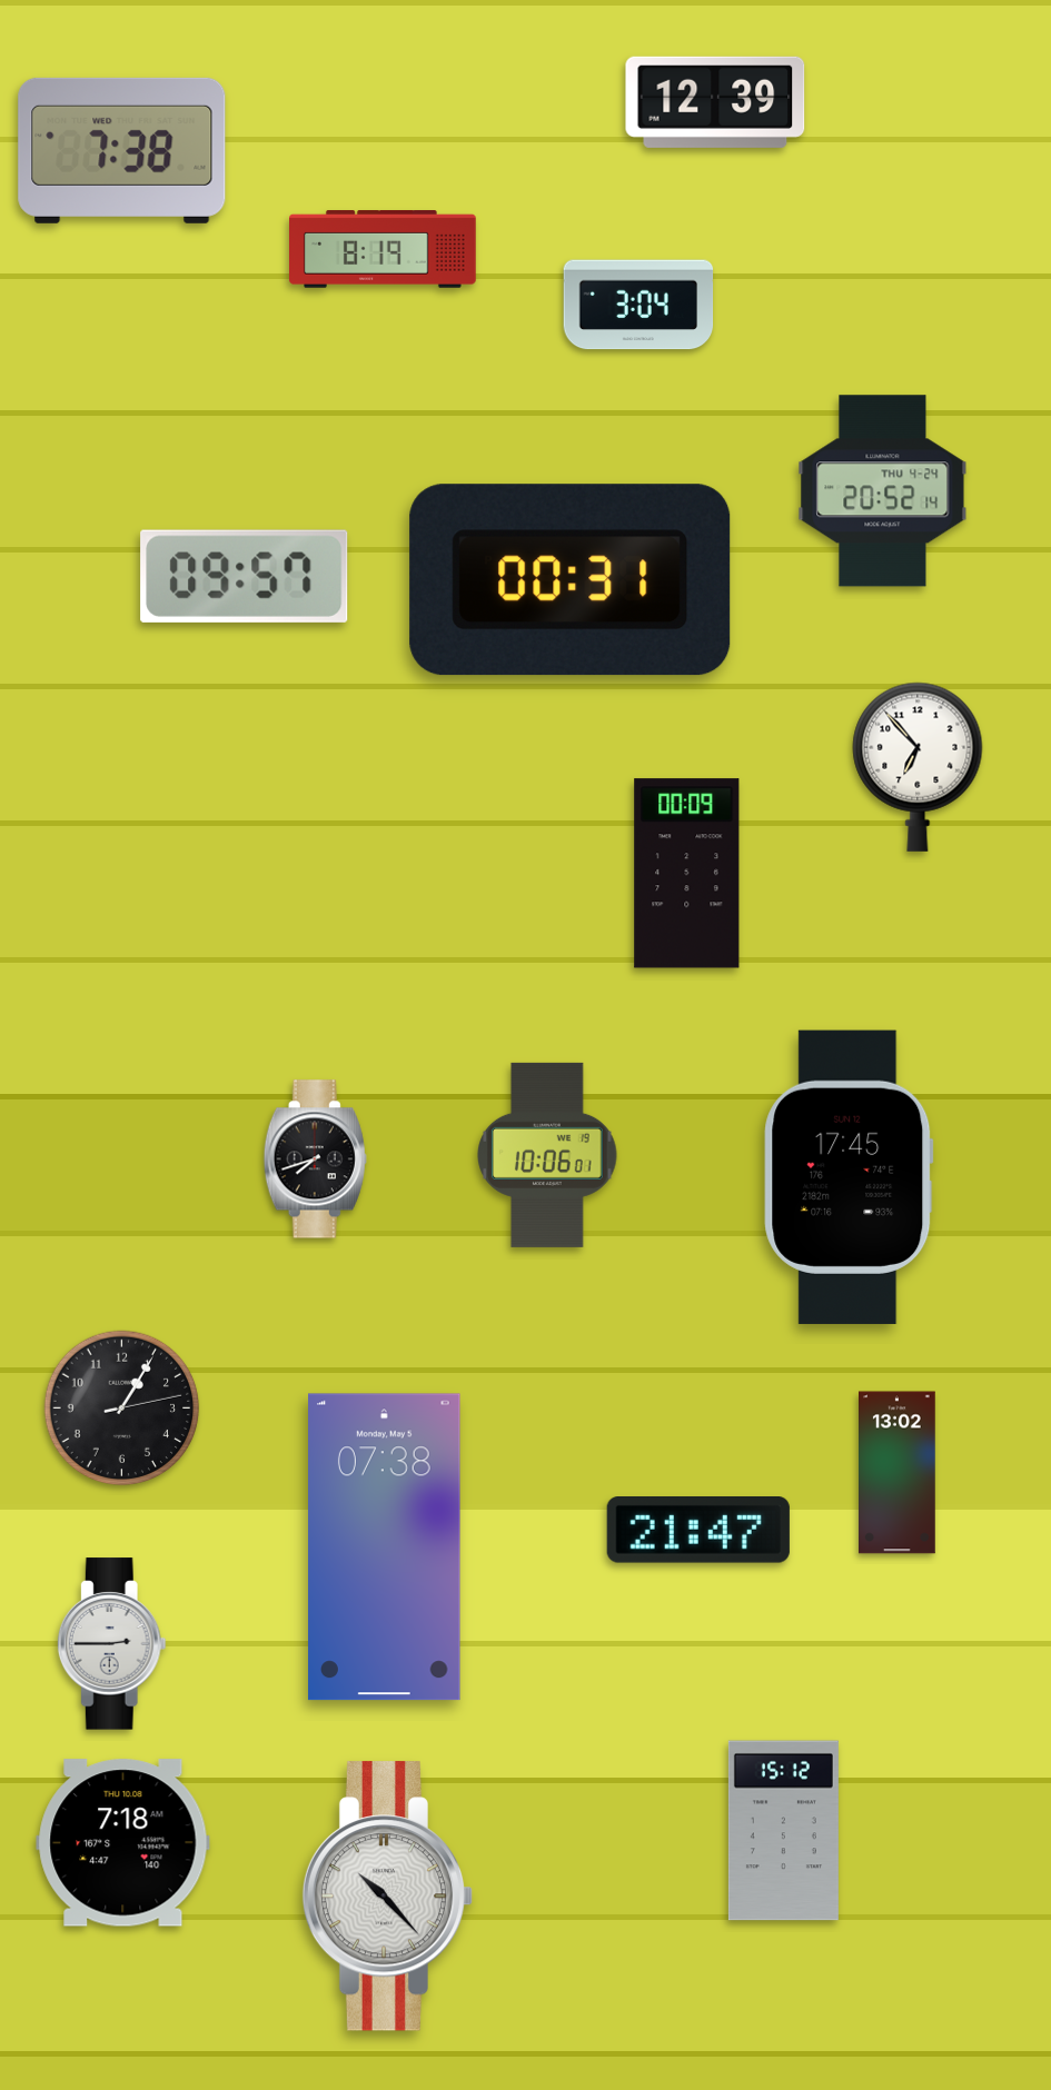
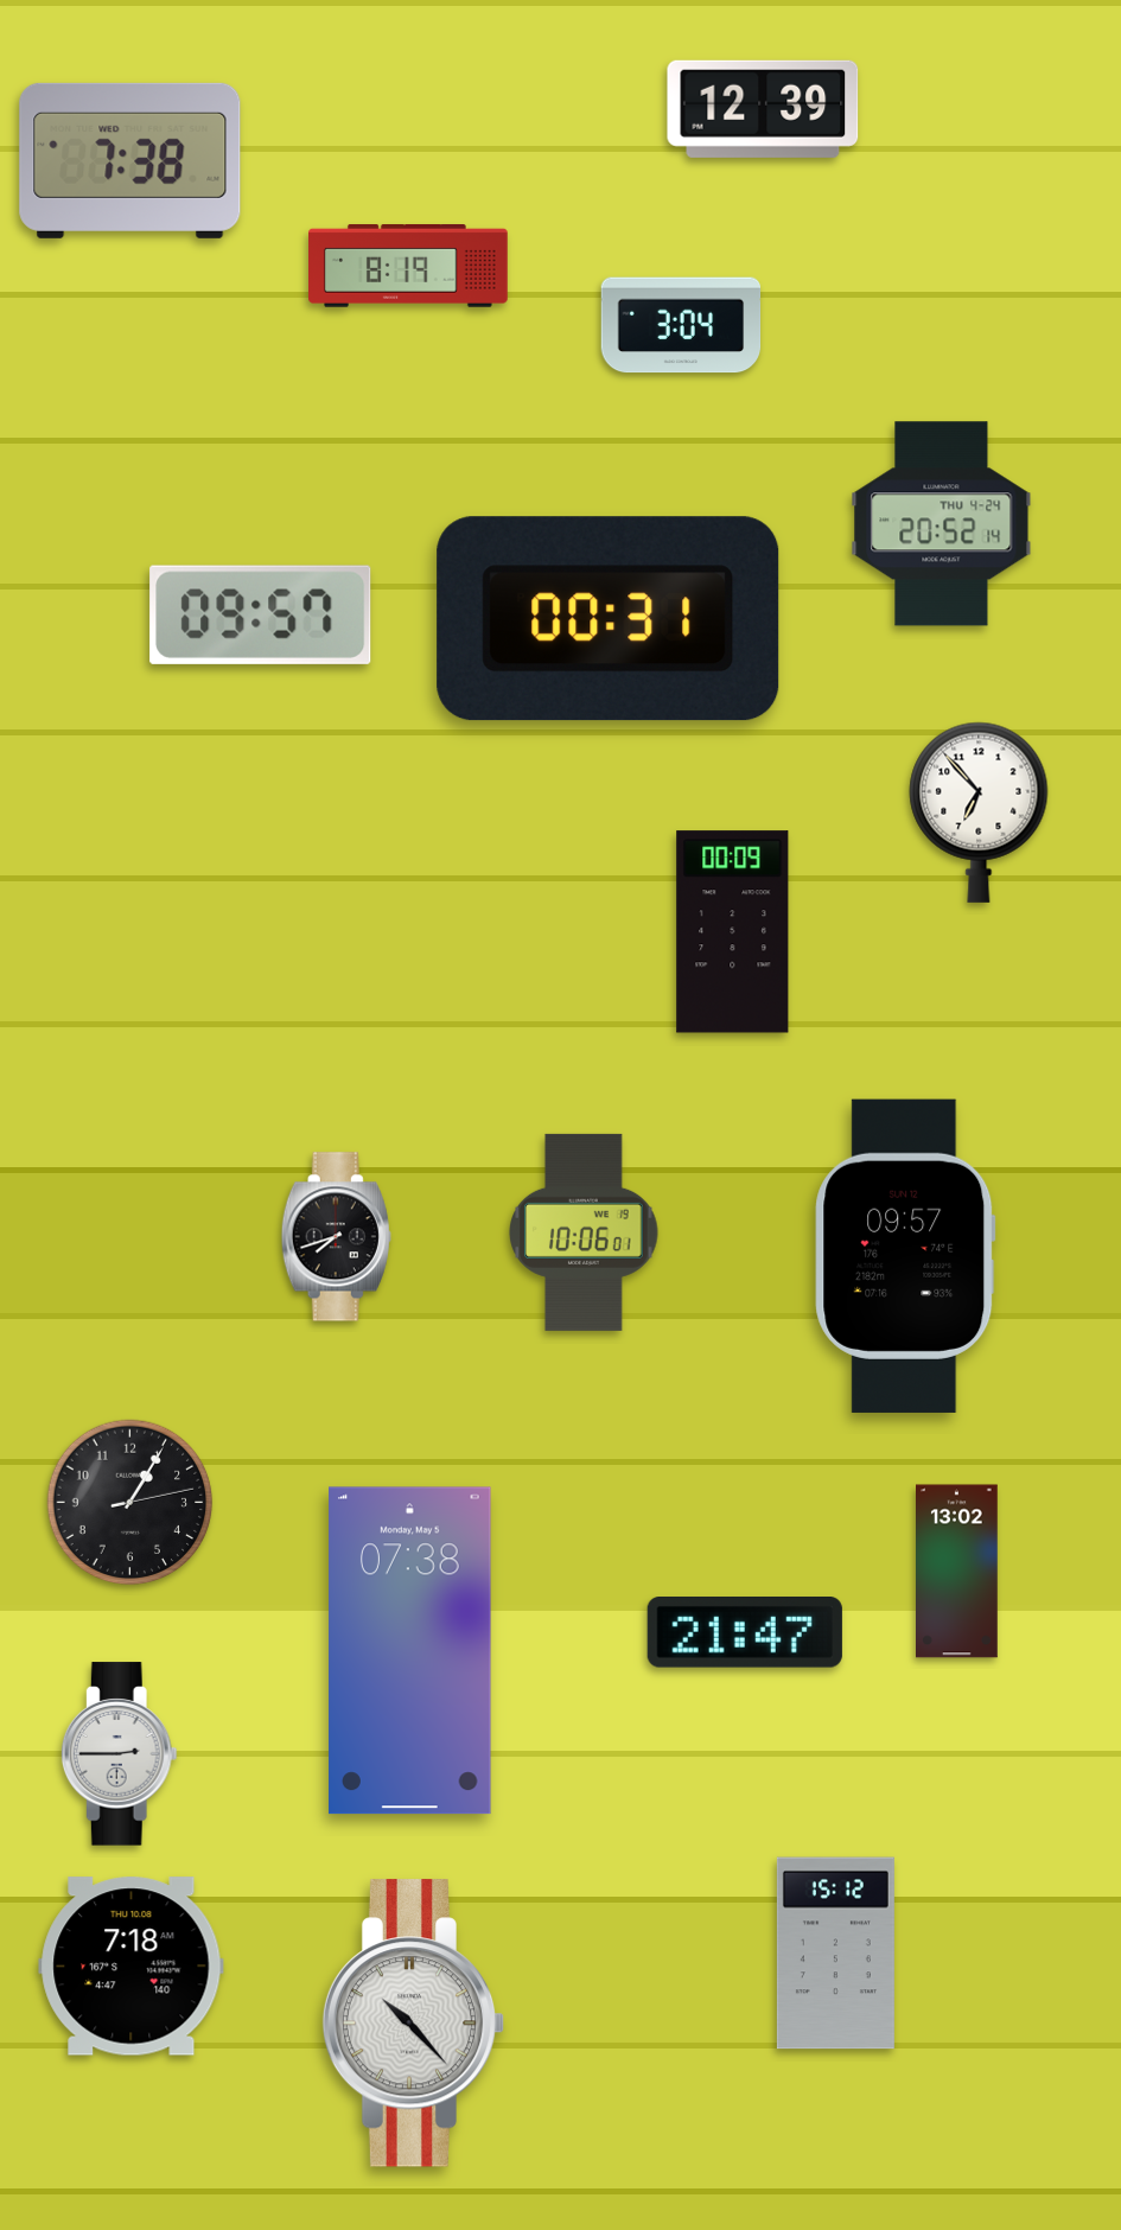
clock at (918, 767) position: (918, 767) -> (979, 813)
clock at (849, 1177): 17:45 -> 09:57
